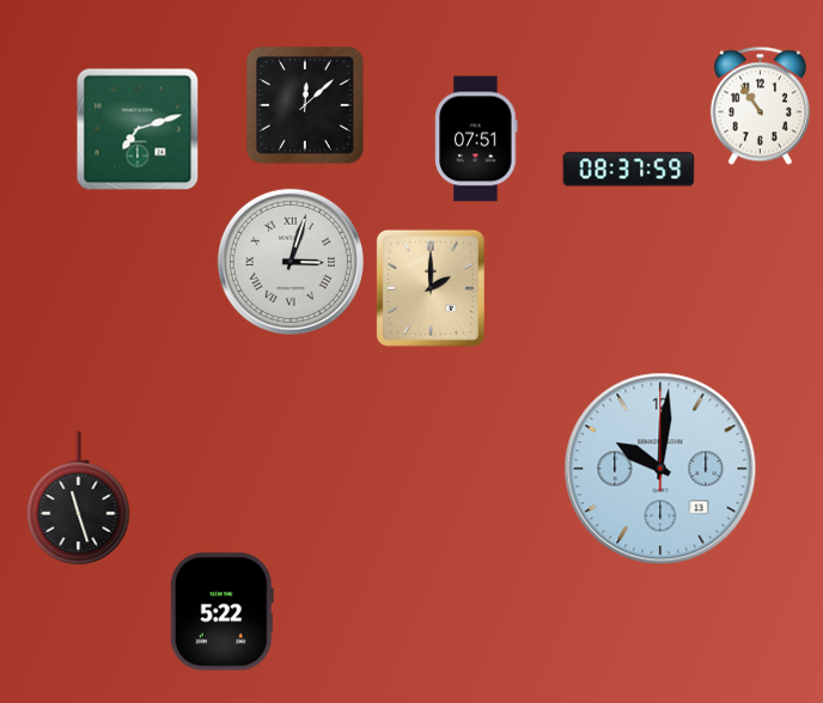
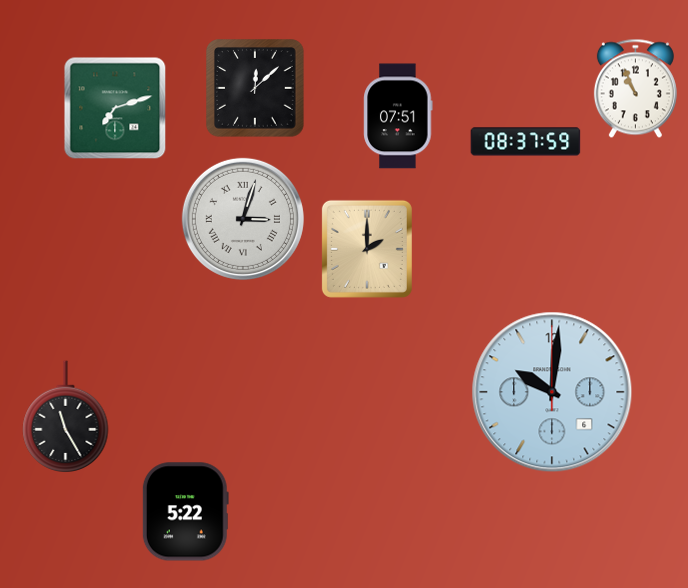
clock at (760, 106): 10:54 -> 10:56
clock at (431, 288) position: (431, 288) -> (367, 249)
clock at (660, 469) date: 13 -> 6
clock at (79, 497): 11:27 -> 11:25
